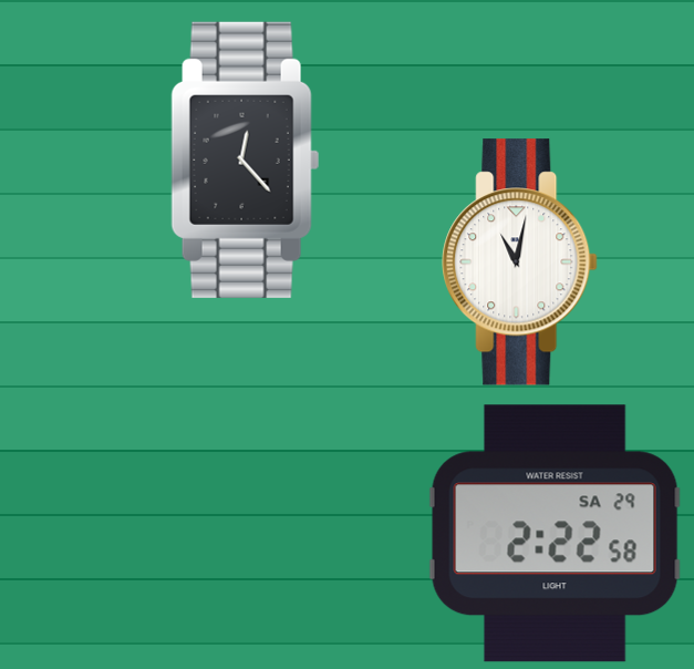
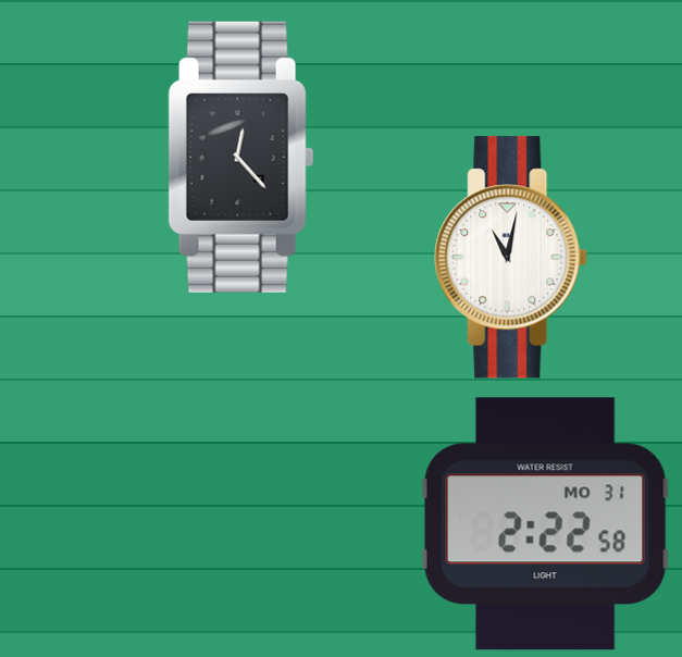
clock at (555, 534) date: SA 29 -> MO 31
